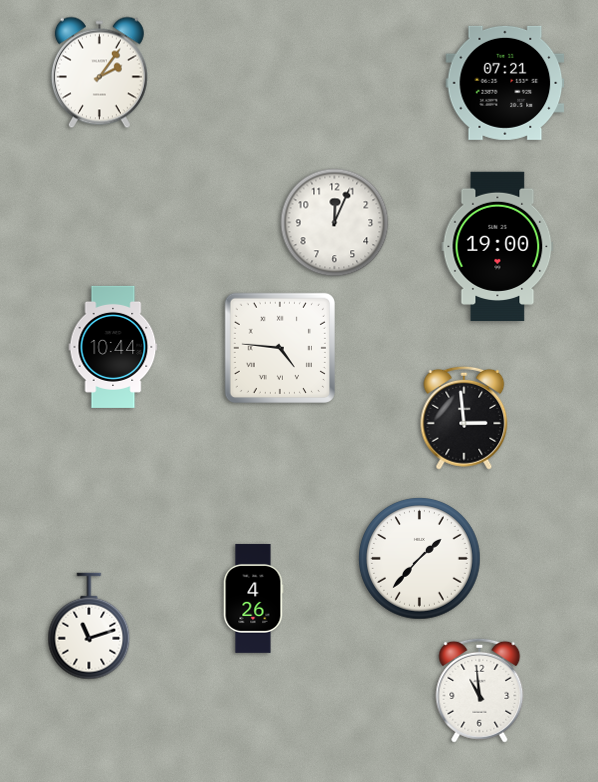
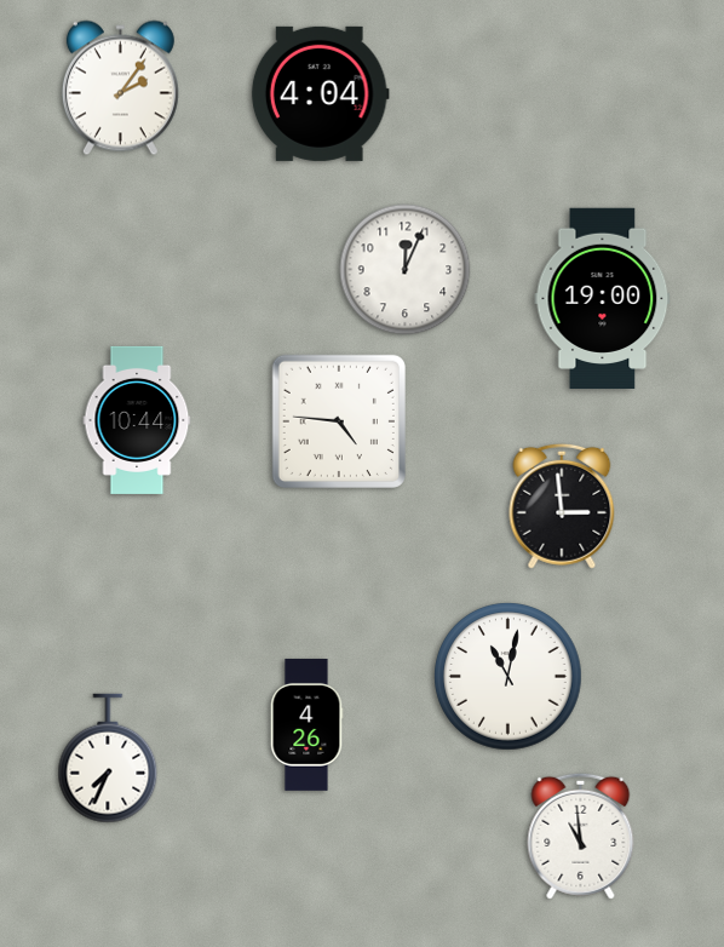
clock at (320, 93): none -> 4:04
clock at (505, 83): 07:21 -> none
clock at (420, 559): 1:37 -> 11:02
clock at (89, 626): 11:12 -> 7:34
